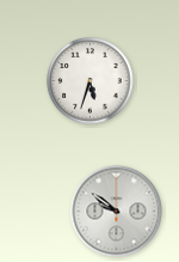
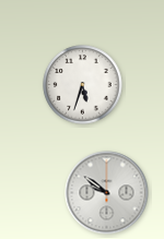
clock at (91, 81) position: (91, 81) -> (83, 85)
